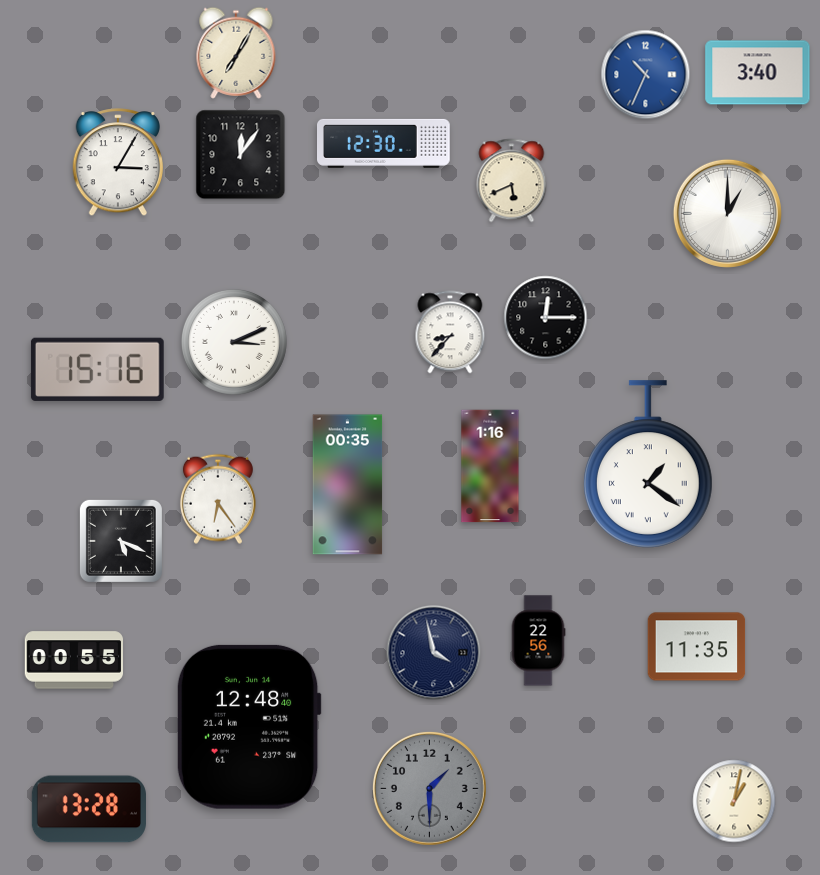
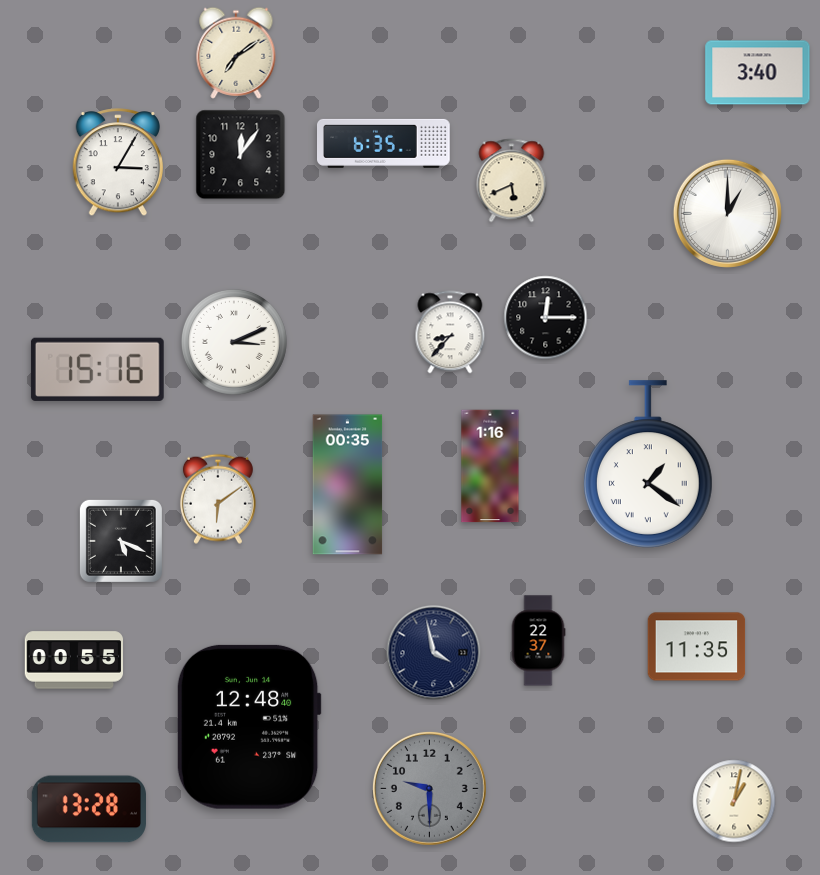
clock at (236, 53): 7:05 -> 7:09
clock at (646, 75): 10:34 -> none
clock at (384, 143): 12:30 -> 6:35
clock at (218, 499): 6:24 -> 6:09
clock at (538, 641): 22:56 -> 22:37
clock at (429, 788): 1:30 -> 9:30
